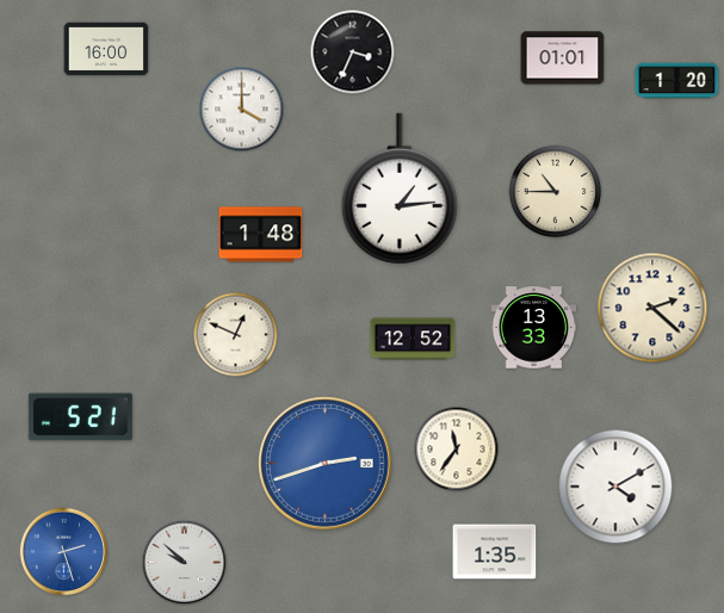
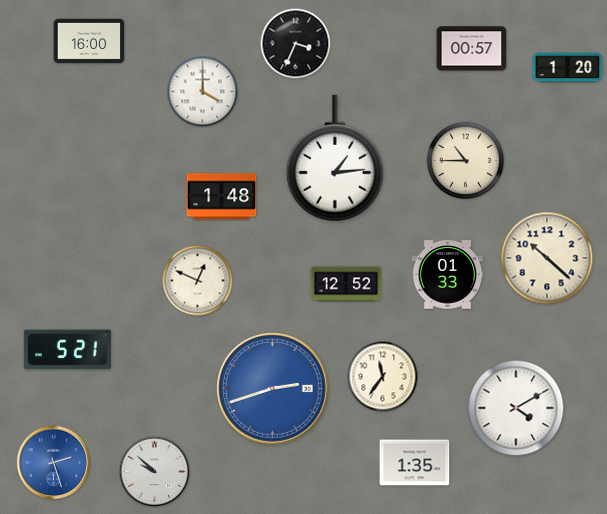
clock at (563, 58): 01:01 -> 00:57
clock at (261, 235) position: (261, 235) -> (222, 197)
clock at (652, 308): 2:22 -> 10:22
clock at (534, 328): 13:33 -> 01:33
